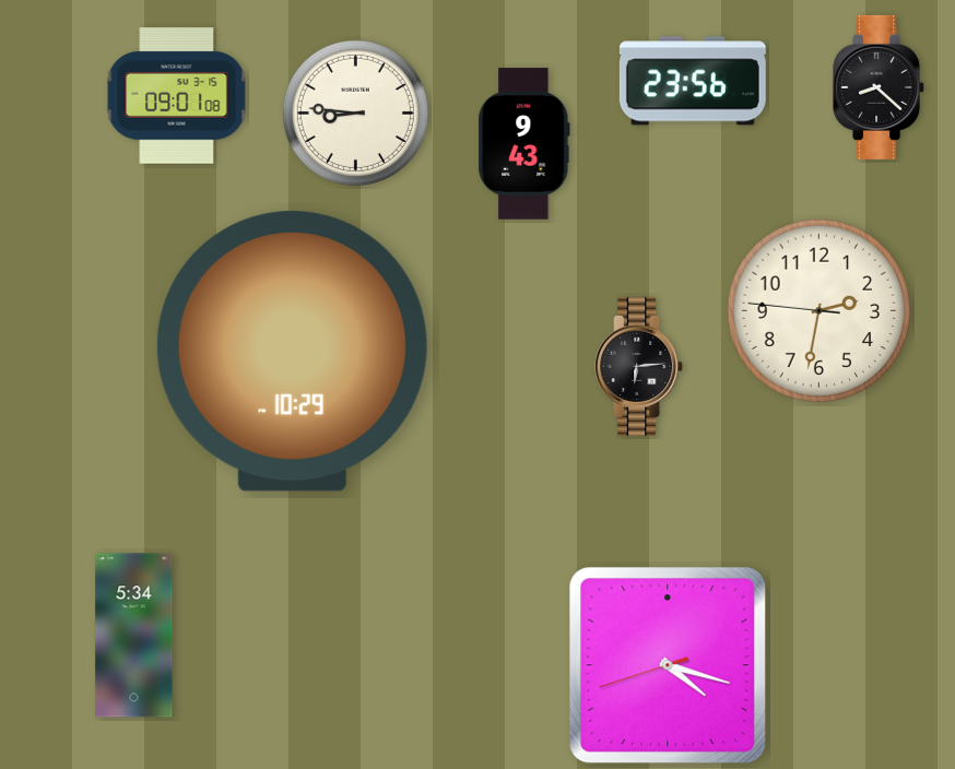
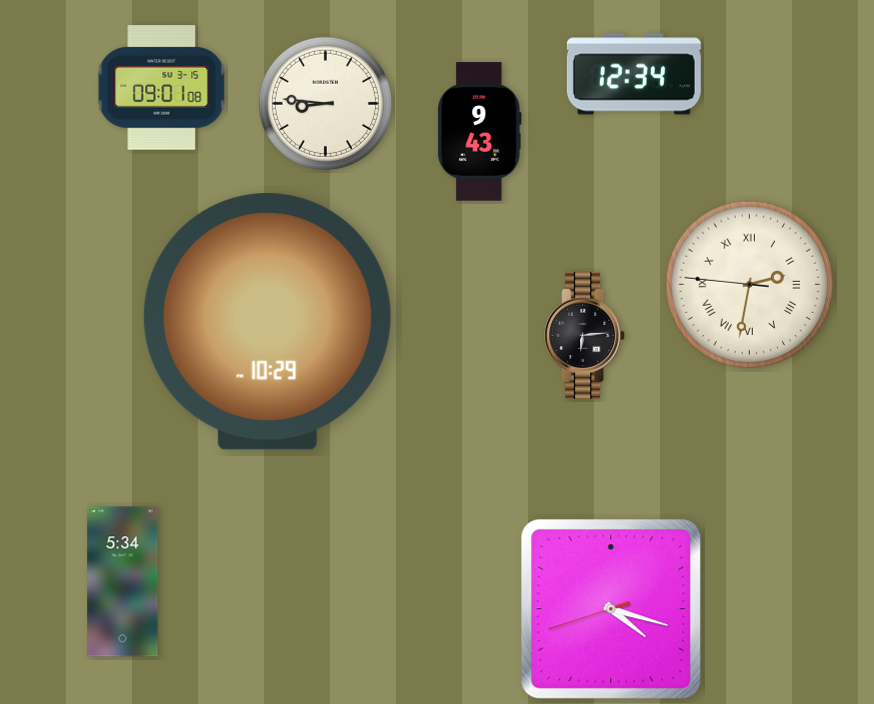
clock at (693, 81): 23:56 -> 12:34
clock at (880, 87): 8:22 -> none
clock at (820, 311) numerals: Arabic -> Roman
